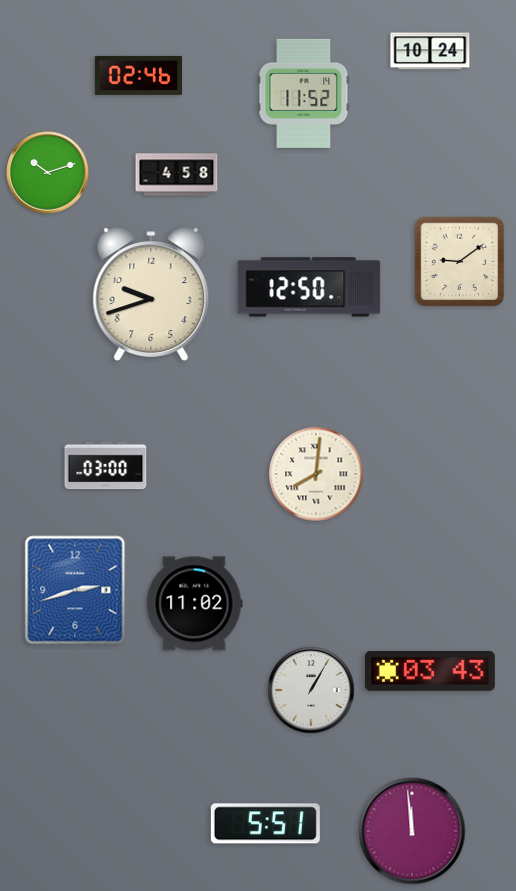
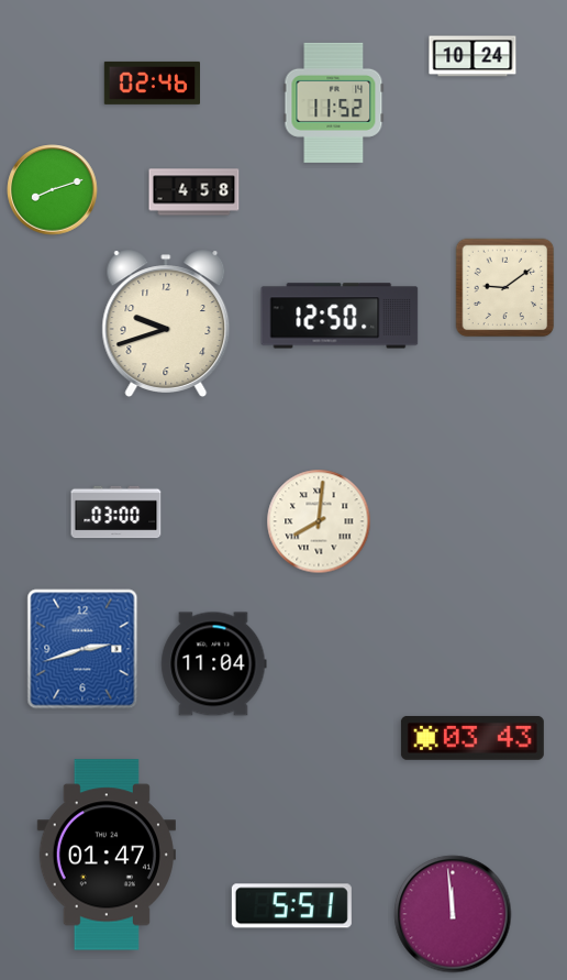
clock at (48, 173): 10:12 -> 8:12
clock at (316, 474) position: (316, 474) -> (319, 521)
clock at (195, 604): 11:02 -> 11:04
clock at (311, 690): 1:05 -> none
clock at (107, 855): none -> 01:47
